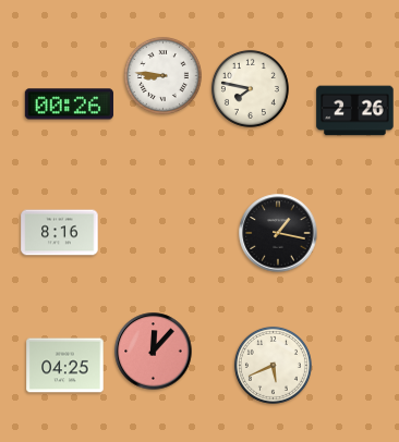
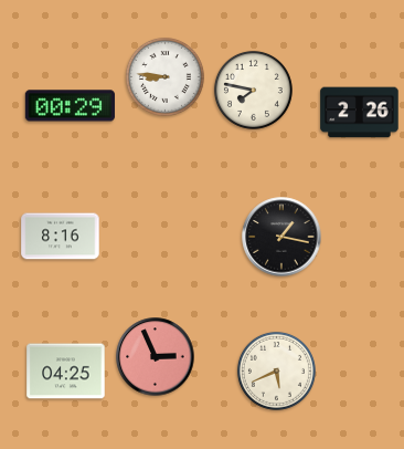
clock at (69, 105): 00:26 -> 00:29
clock at (154, 352): 12:07 -> 2:56
